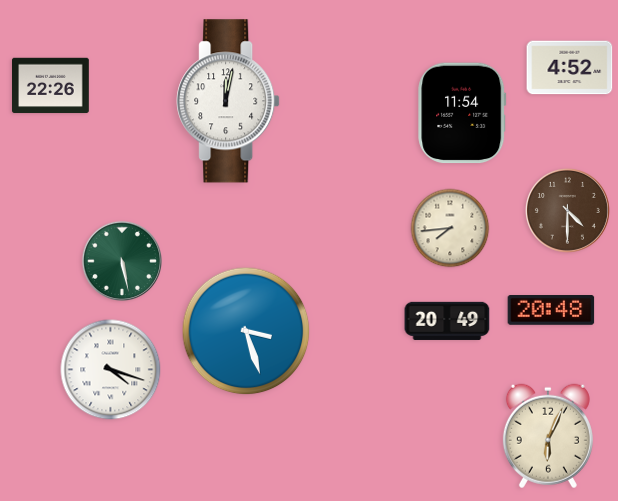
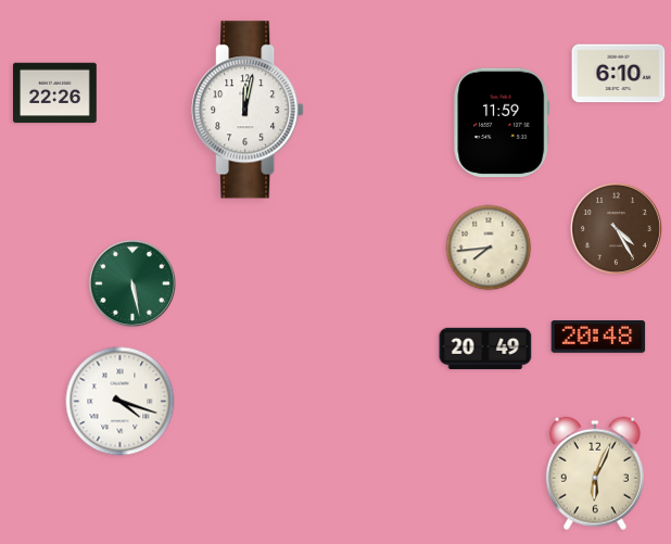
clock at (570, 68): 4:52 -> 6:10
clock at (462, 113): 11:54 -> 11:59
clock at (567, 210): 4:30 -> 4:25
clock at (246, 331): 3:27 -> none
